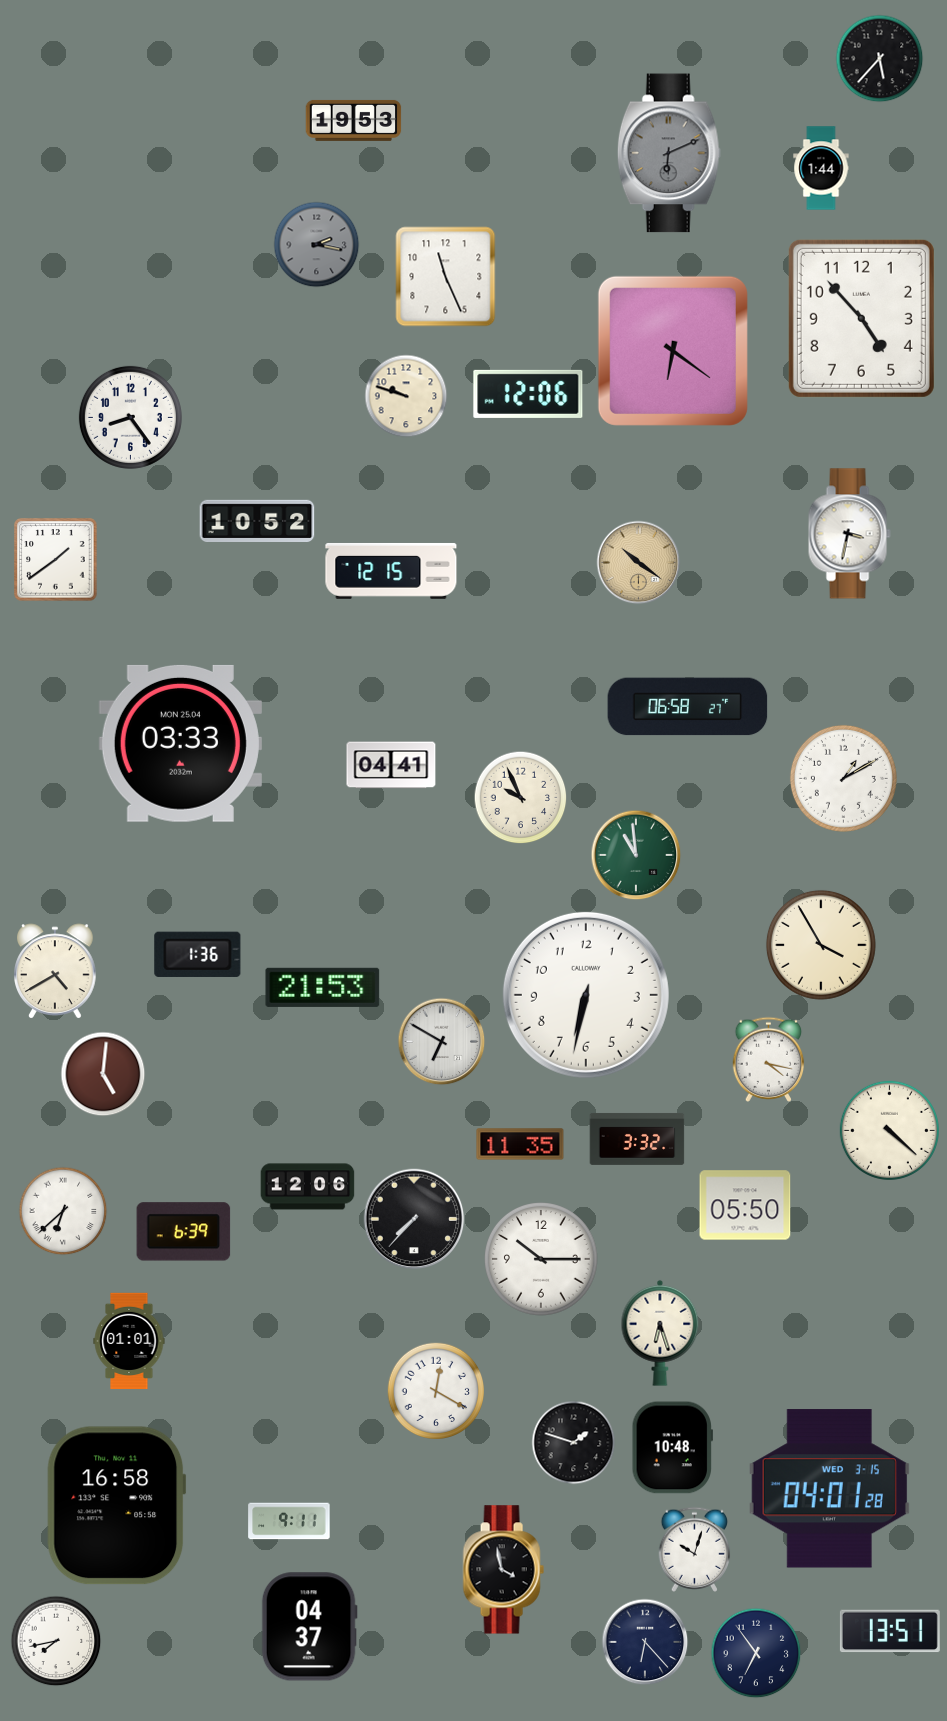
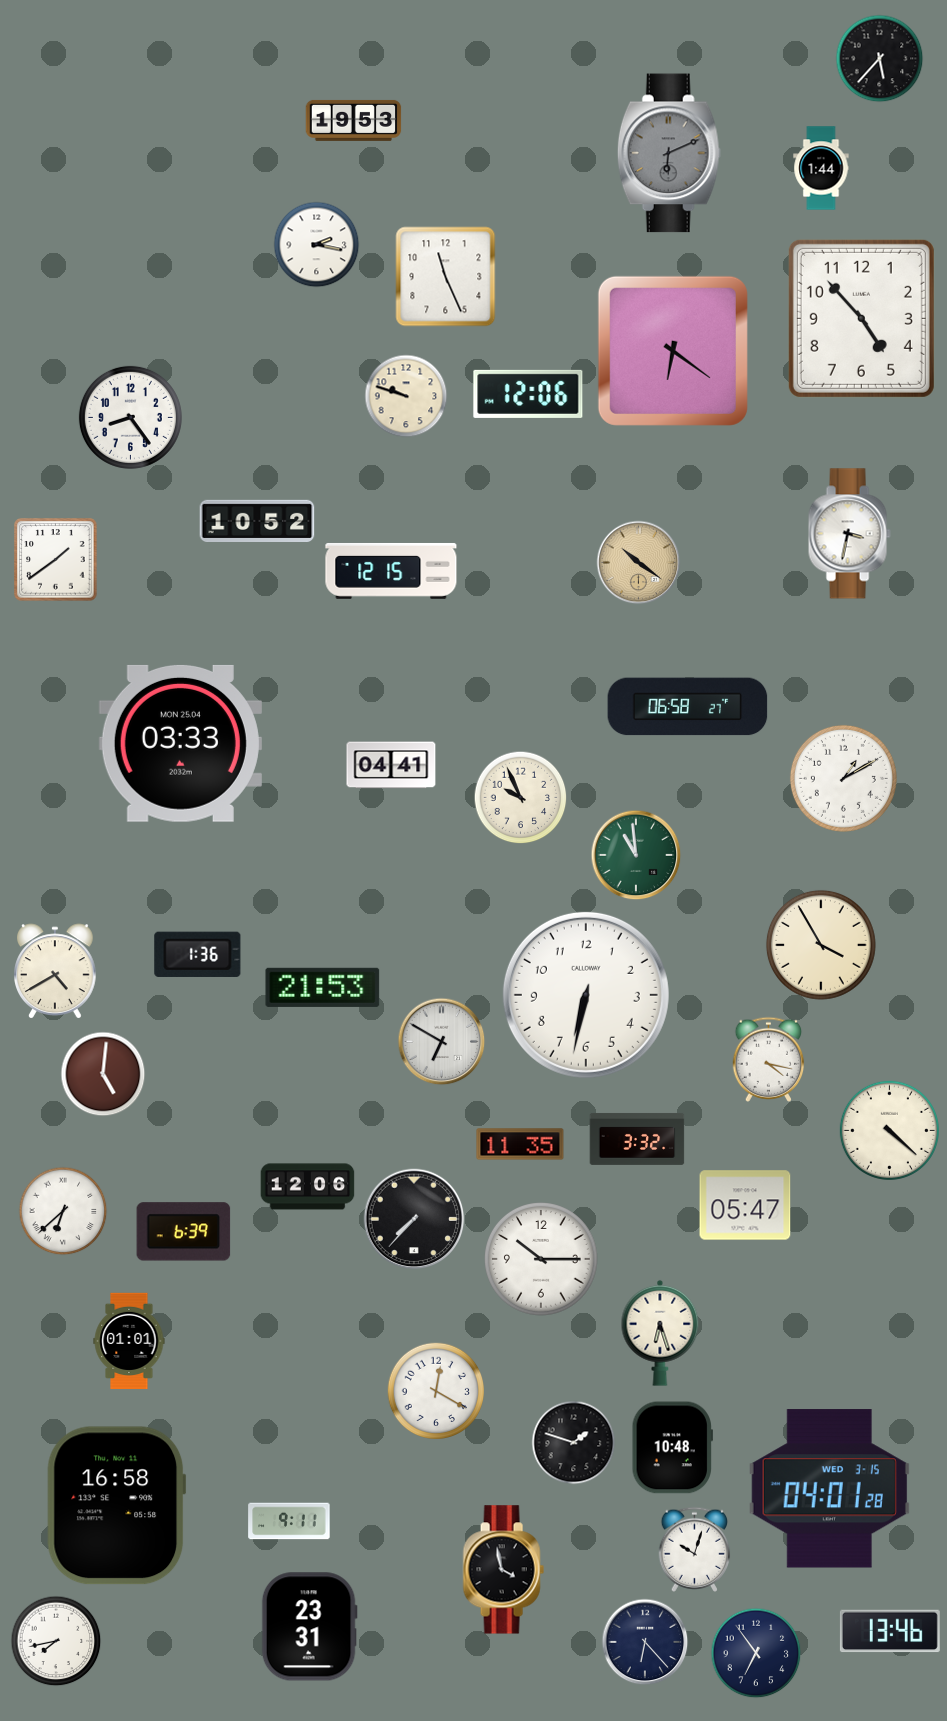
clock at (317, 245) dial: grey -> white
clock at (745, 1205): 05:50 -> 05:47
clock at (309, 1627): 04:37 -> 23:31
clock at (890, 1631): 13:51 -> 13:46
